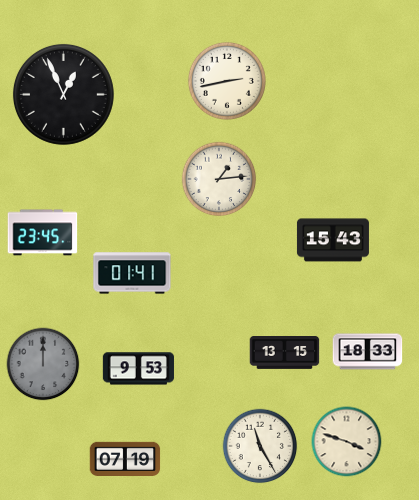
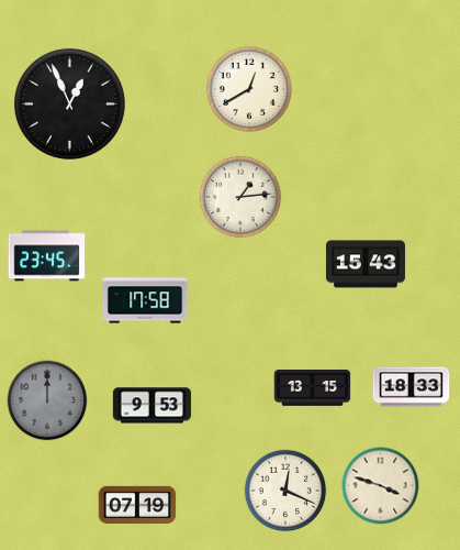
clock at (227, 81): 2:43 -> 12:40
clock at (132, 273): 01:41 -> 17:58
clock at (368, 352) position: (368, 352) -> (412, 387)
clock at (260, 446): 11:25 -> 12:19
